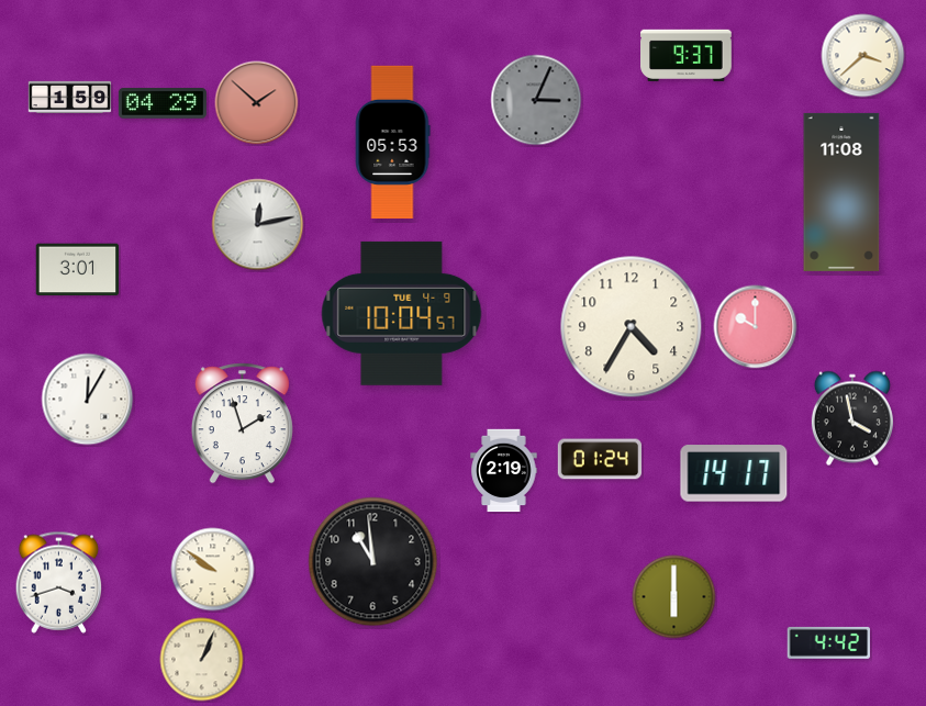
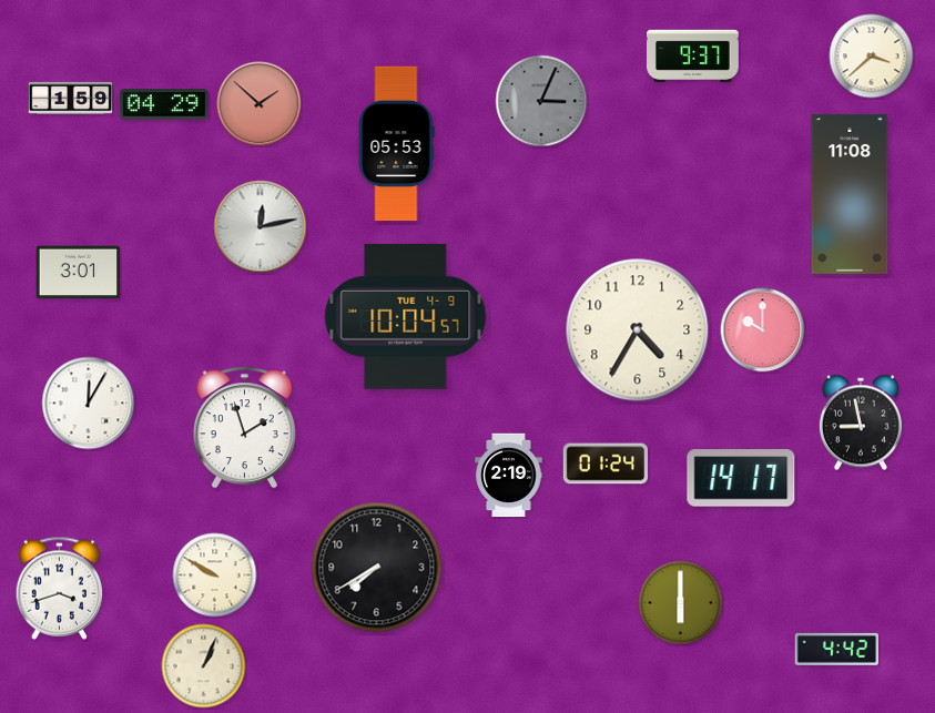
clock at (852, 418): 3:58 -> 8:58
clock at (373, 562): 10:59 -> 7:40
clock at (213, 570): 9:51 -> 9:50
